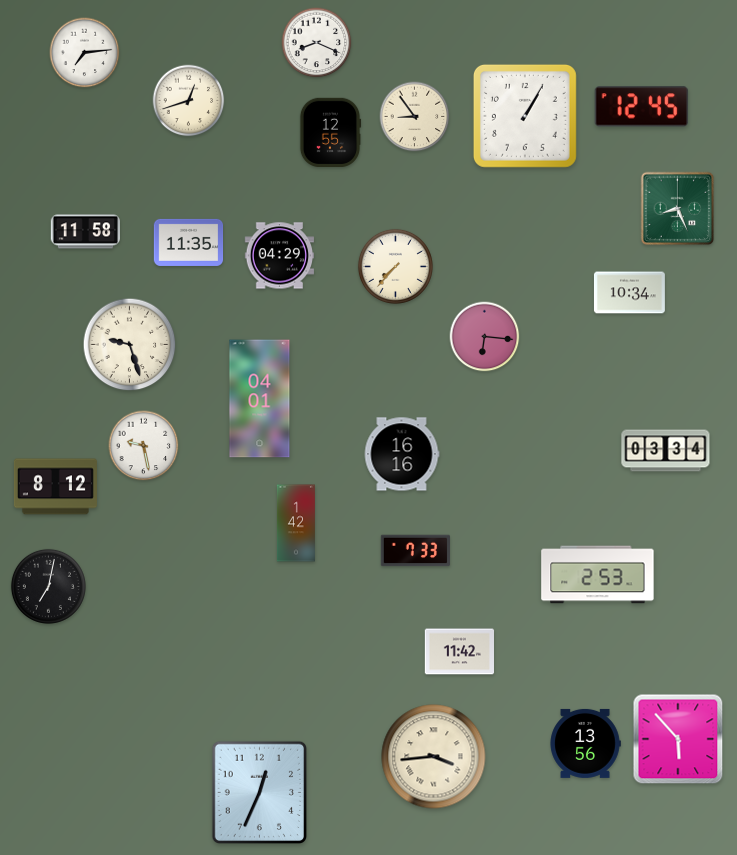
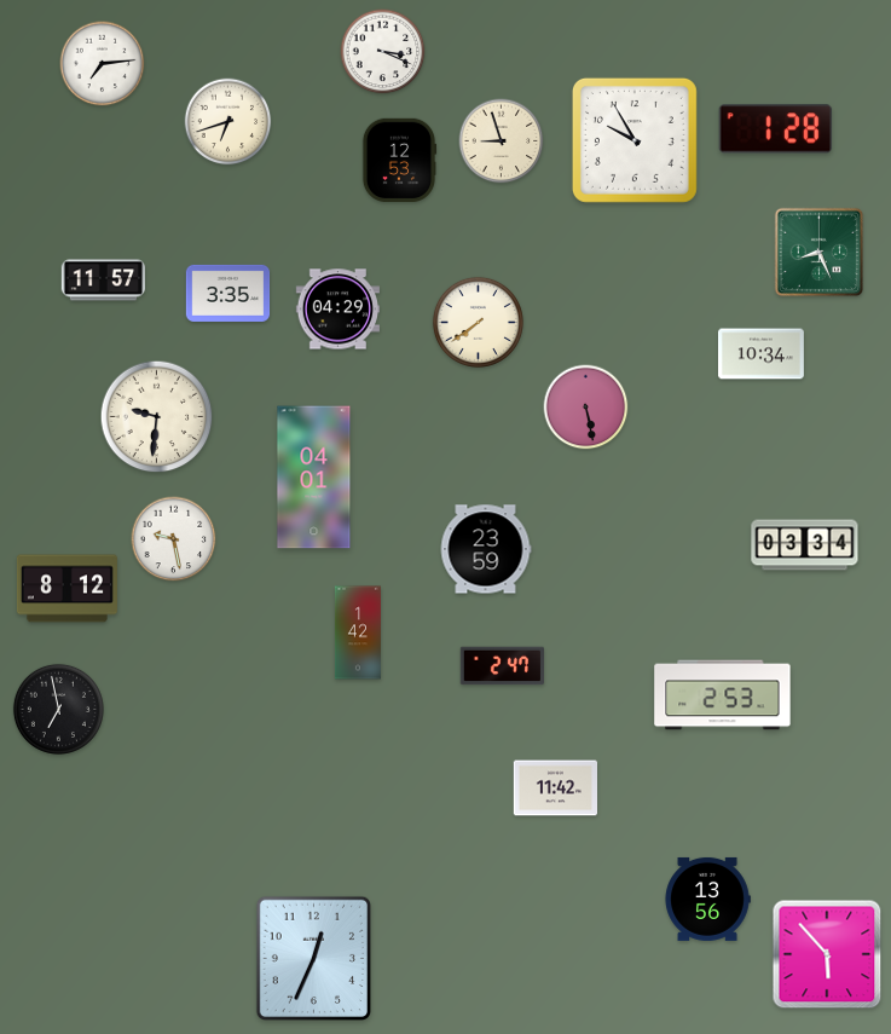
clock at (317, 43): 8:19 -> 3:19
clock at (189, 101): 12:42 -> 6:42
clock at (642, 107): 12:45 -> 1:28
clock at (525, 116): 1:05 -> 9:55
clock at (415, 117): 8:54 -> 8:57
clock at (330, 132): 12:55 -> 12:53
clock at (86, 232): 11:58 -> 11:57
clock at (189, 242): 11:35 -> 3:35
clock at (395, 266): 7:37 -> 7:39
clock at (485, 337): 6:16 -> 5:28
clock at (130, 345): 9:27 -> 9:31
clock at (260, 399) position: (260, 399) -> (314, 478)
clock at (402, 454): 16:16 -> 23:59
clock at (415, 551): 7:33 -> 2:47
clock at (48, 586): 7:02 -> 6:58
clock at (678, 739) position: (678, 739) -> (827, 954)
clock at (434, 757): 3:44 -> none
